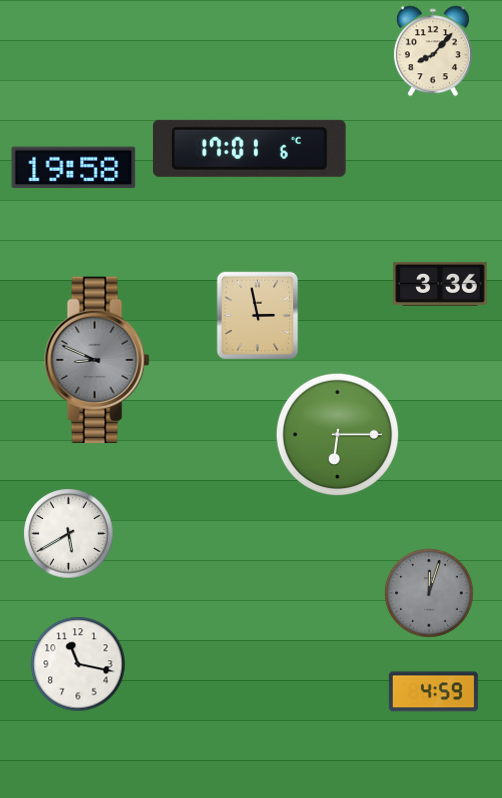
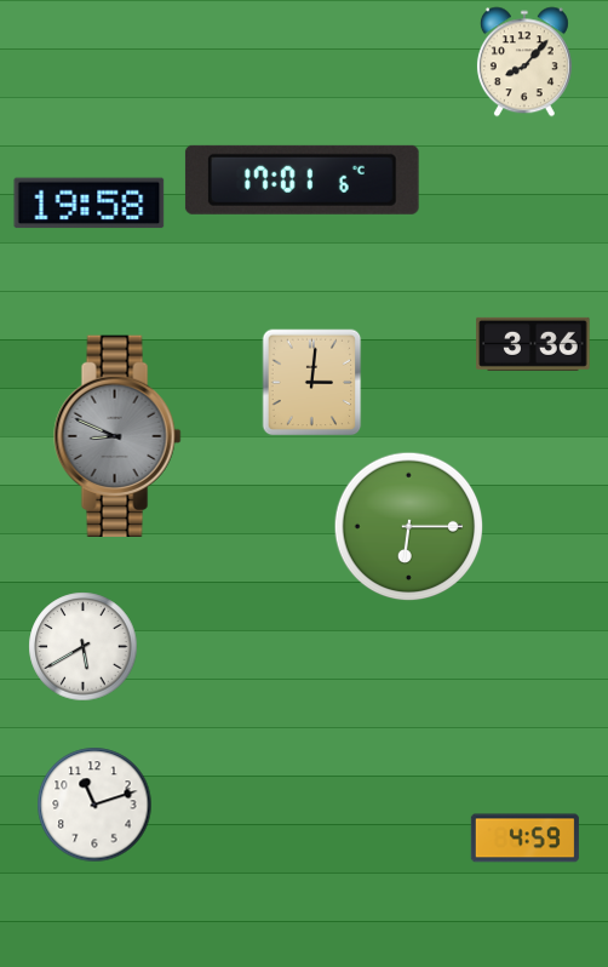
clock at (258, 316): 2:58 -> 3:01
clock at (429, 593): 12:03 -> none
clock at (78, 664): 11:17 -> 11:12
